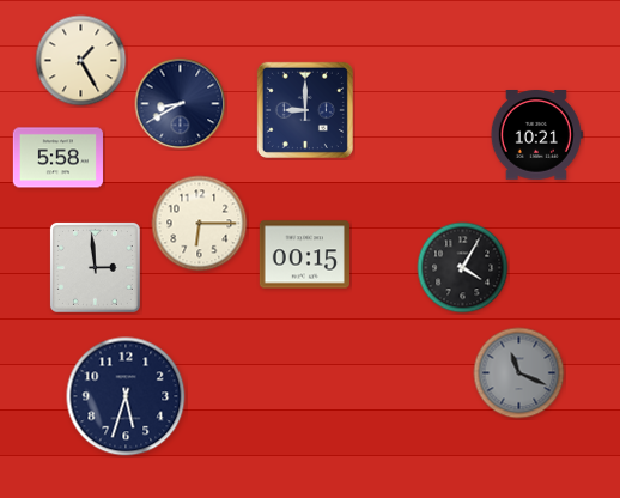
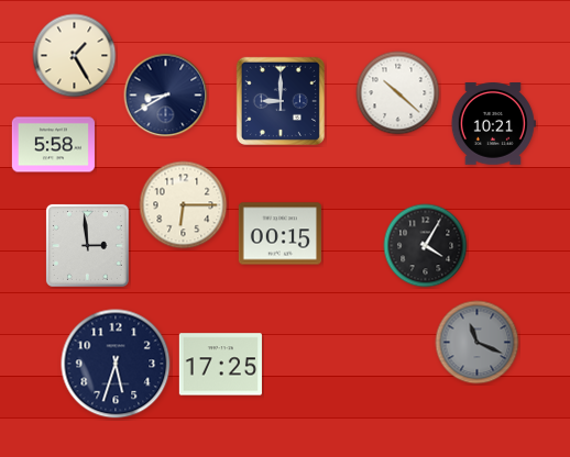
clock at (398, 93): none -> 10:22
clock at (220, 365): none -> 17:25
